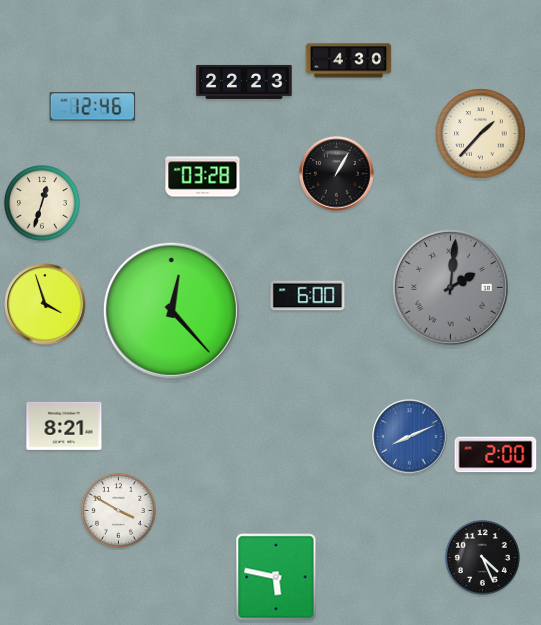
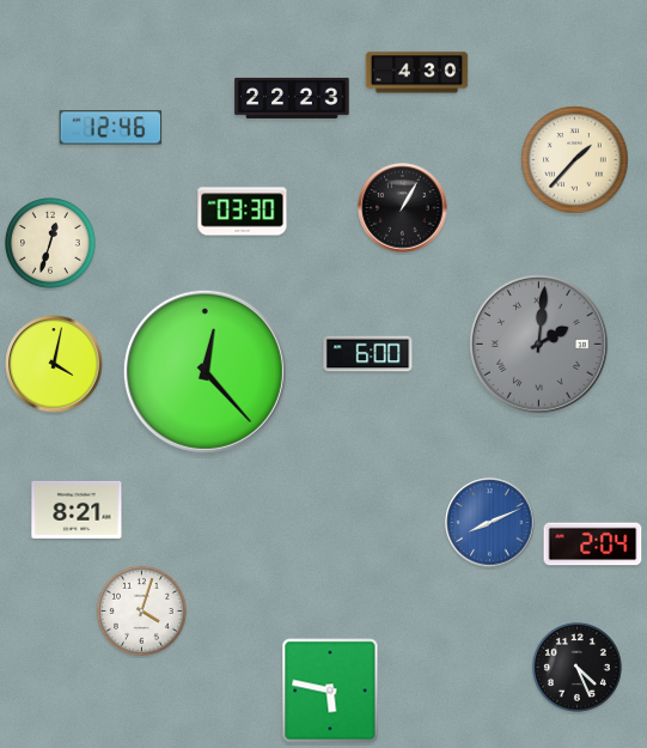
clock at (203, 177): 03:28 -> 03:30
clock at (45, 304): 3:57 -> 4:02
clock at (496, 455): 2:00 -> 2:04
clock at (118, 510): 3:50 -> 4:03
